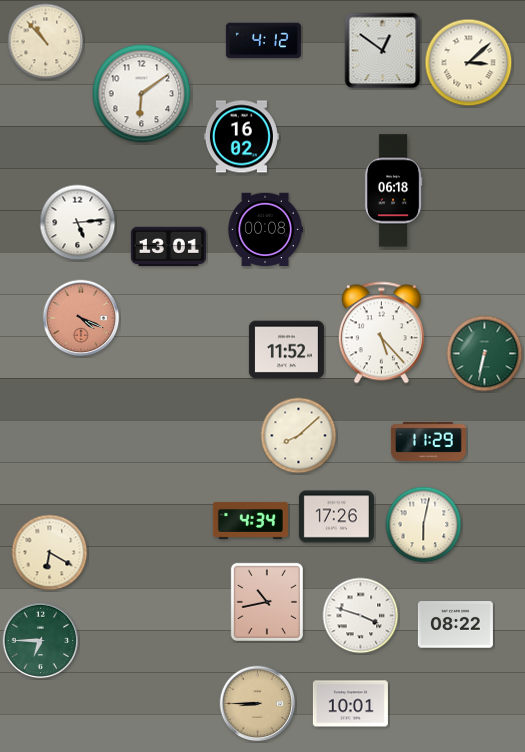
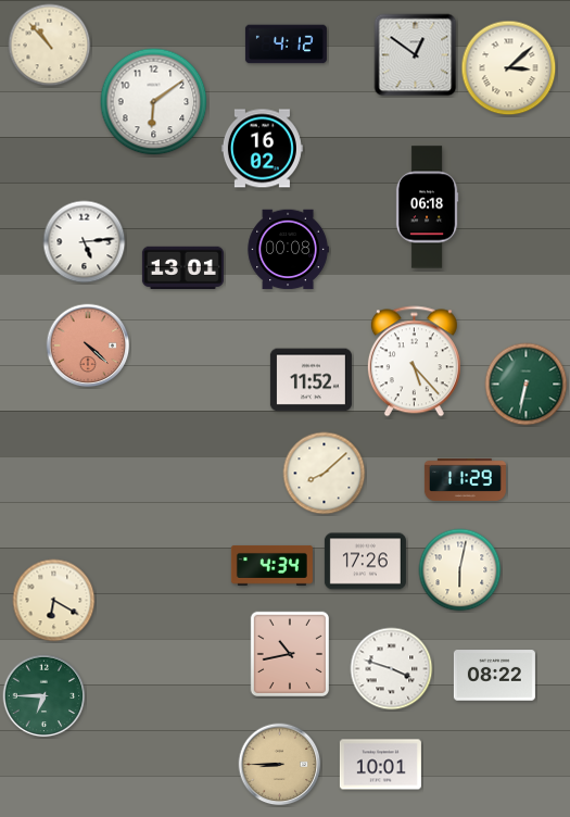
clock at (81, 318): 4:19 -> 4:22
clock at (455, 625) position: (455, 625) -> (494, 676)
